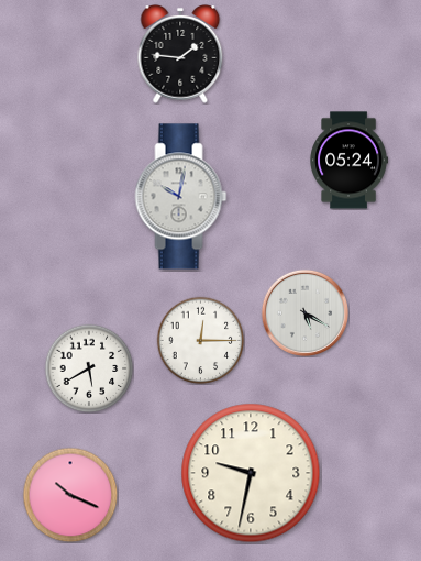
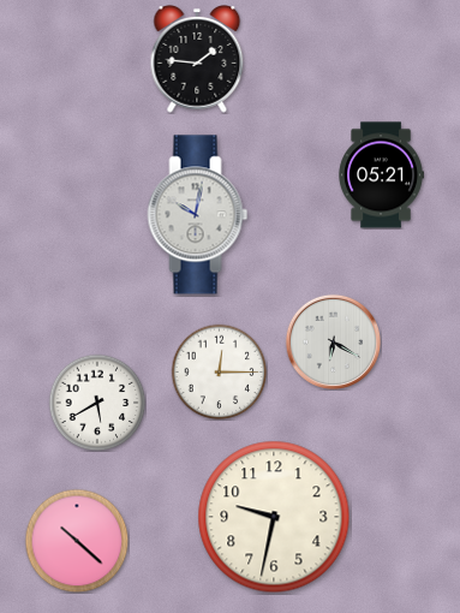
clock at (348, 161): 05:24 -> 05:21
clock at (304, 312): 5:20 -> 6:20
clock at (70, 495): 10:19 -> 10:22
